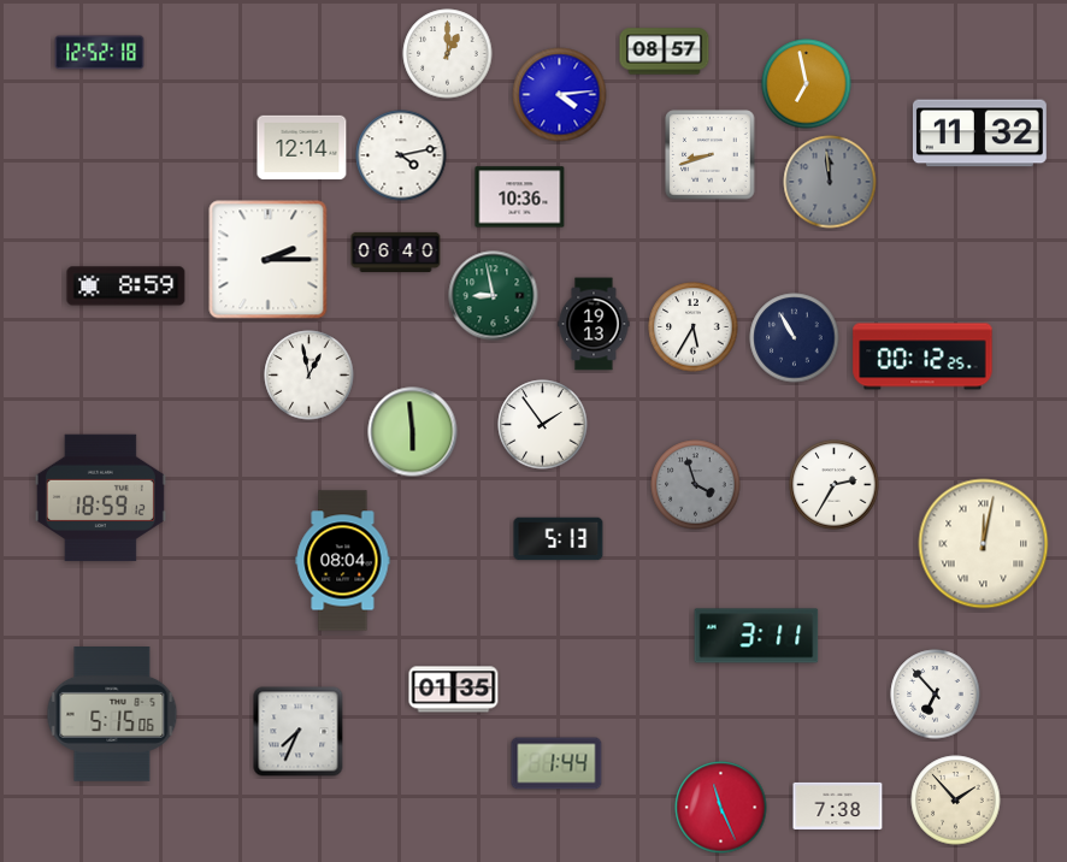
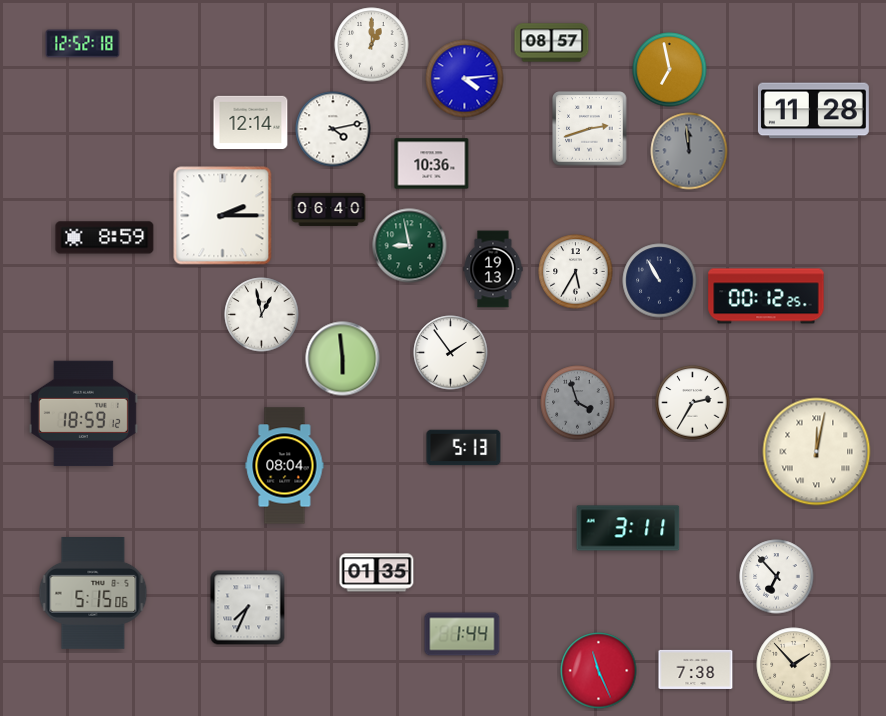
clock at (979, 134): 11:32 -> 11:28
clock at (711, 155): 8:42 -> 2:42
clock at (310, 376) position: (310, 376) -> (262, 315)
